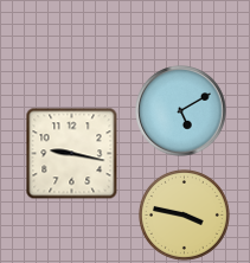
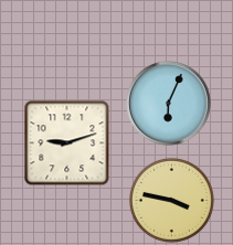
clock at (181, 111): 5:10 -> 6:04
clock at (71, 153): 9:17 -> 9:12
